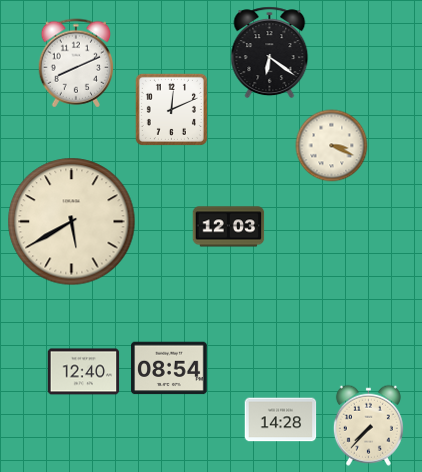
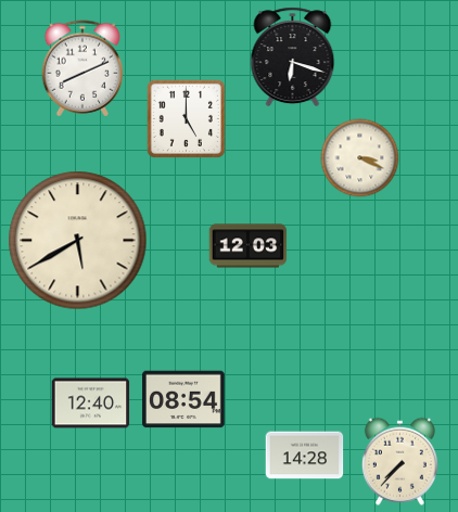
clock at (270, 53): 6:21 -> 6:18
clock at (171, 109): 12:11 -> 5:00
